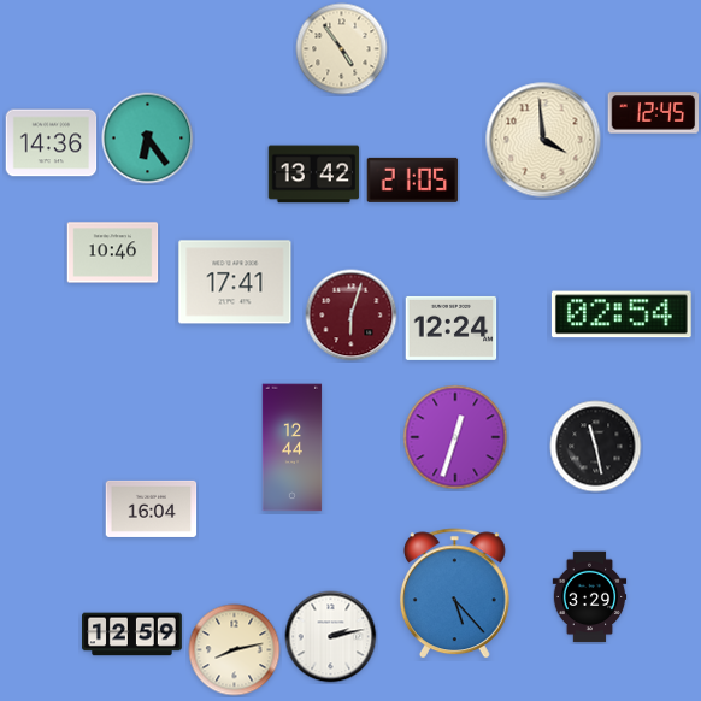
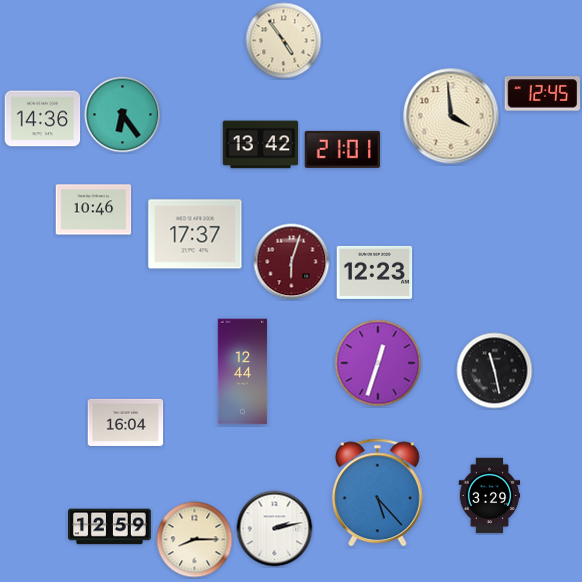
clock at (413, 179): 21:05 -> 21:01
clock at (235, 282): 17:41 -> 17:37
clock at (622, 314): 02:54 -> none
clock at (452, 328): 12:24 -> 12:23
clock at (235, 650): 8:13 -> 8:15
